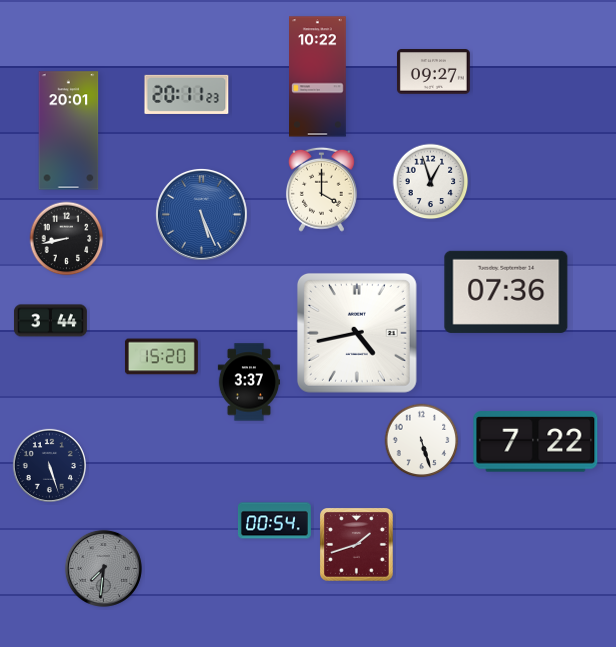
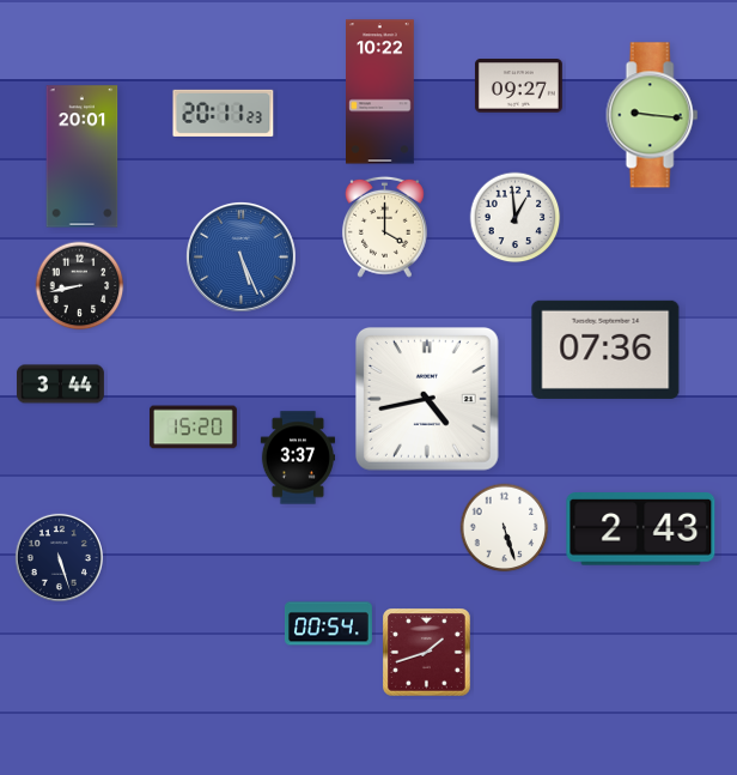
clock at (652, 115): none -> 9:16
clock at (431, 182): 12:57 -> 12:59
clock at (536, 442): 7:22 -> 2:43
clock at (103, 568): 7:31 -> none
